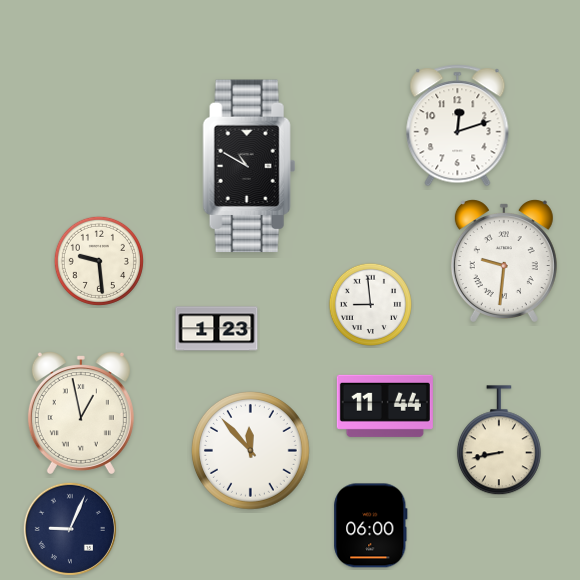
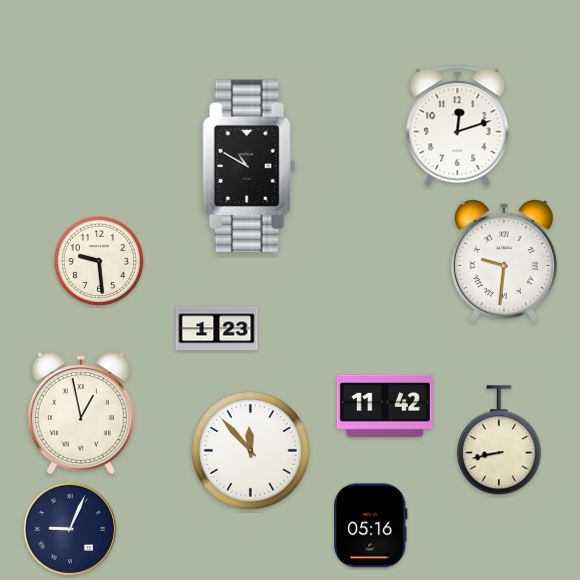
clock at (370, 304): 8:59 -> none
clock at (385, 406): 11:44 -> 11:42
clock at (371, 526): 06:00 -> 05:16
